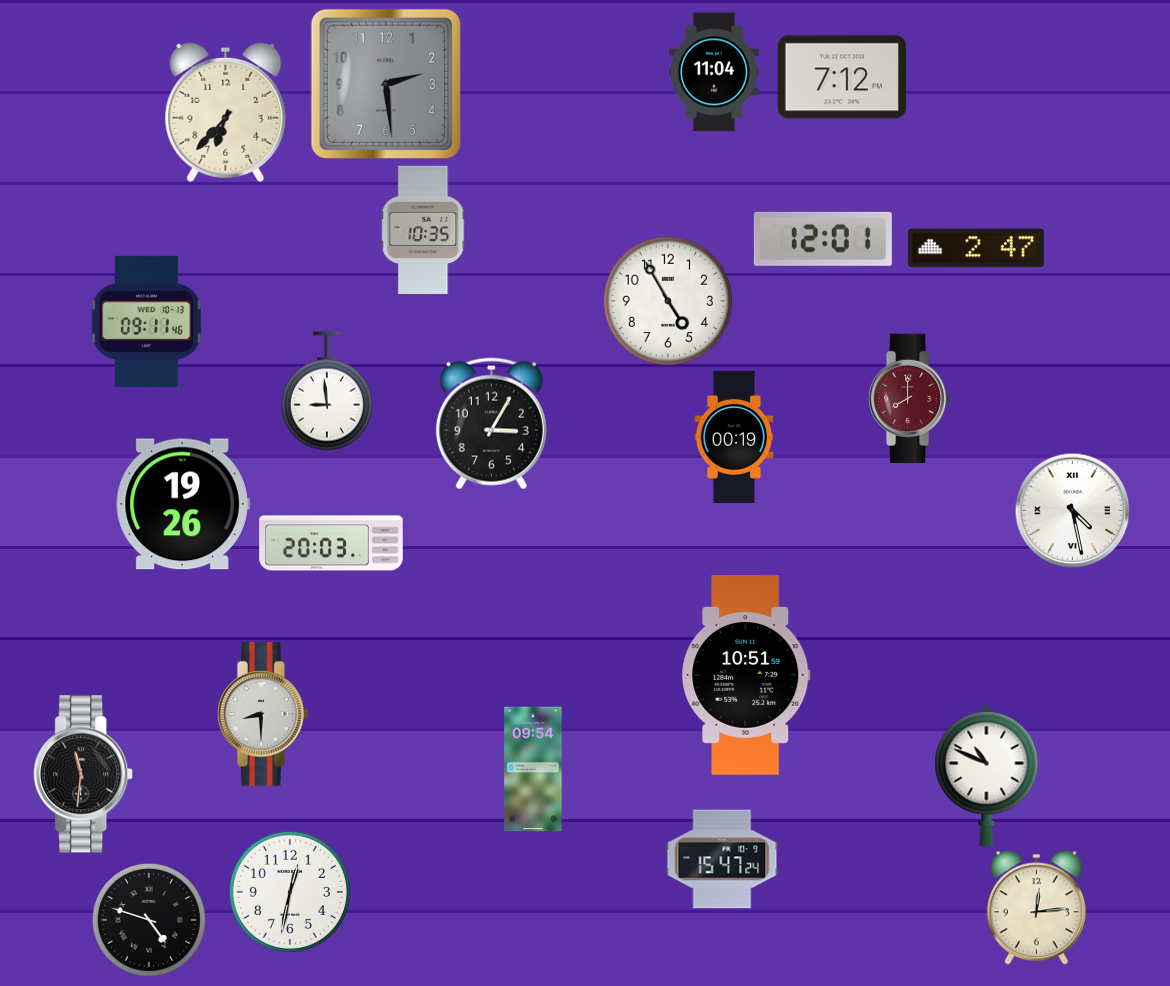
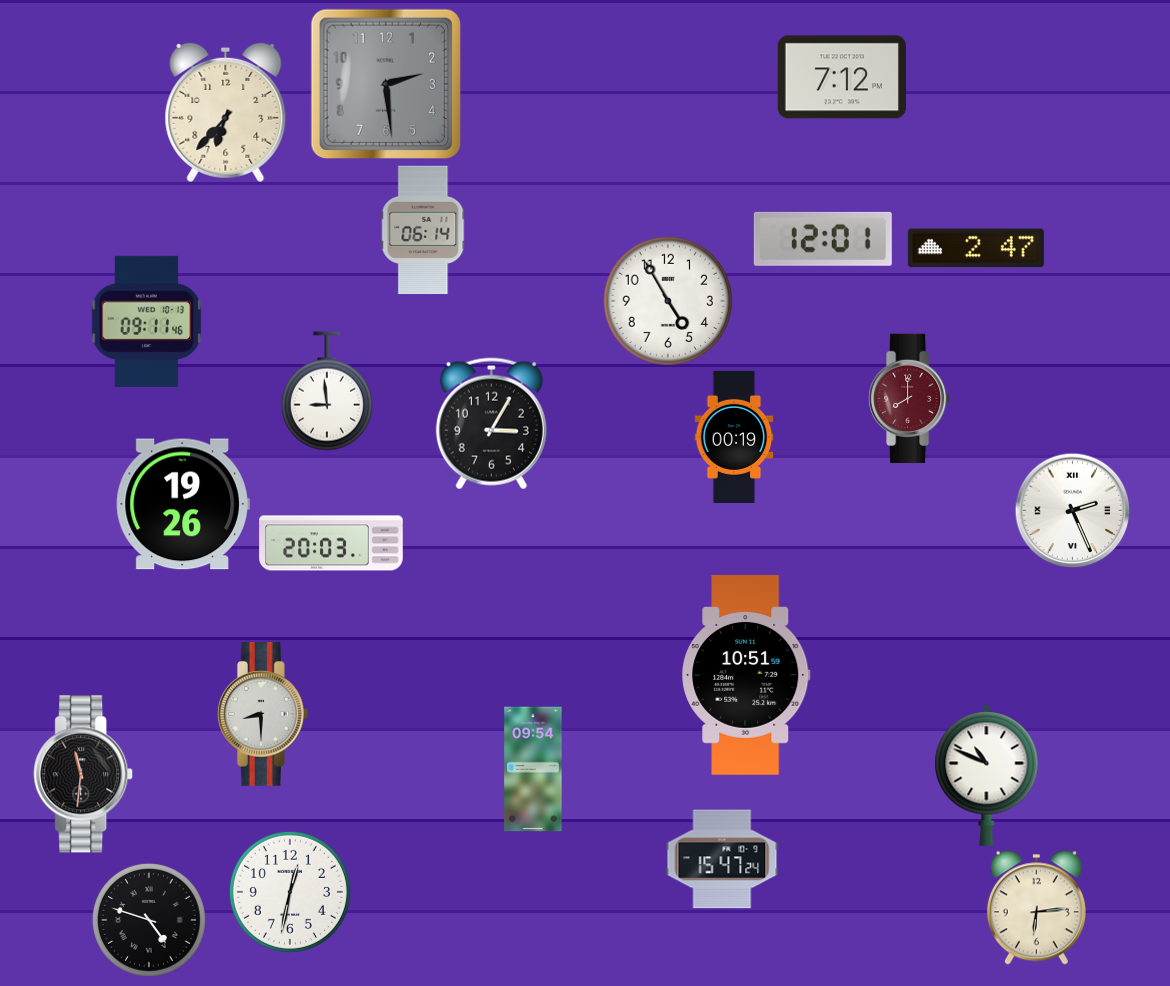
clock at (714, 72): 11:04 -> none
clock at (423, 230): 10:35 -> 06:14
clock at (1072, 510): 4:28 -> 2:26
clock at (1036, 908): 12:14 -> 6:14
